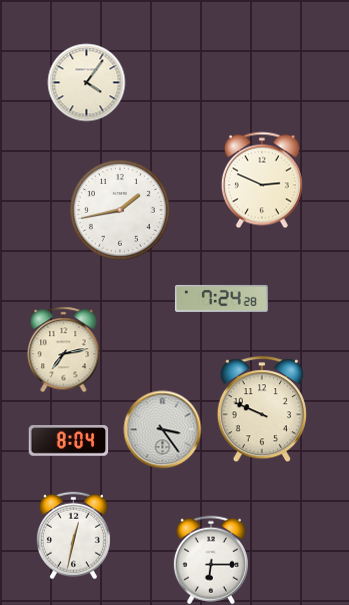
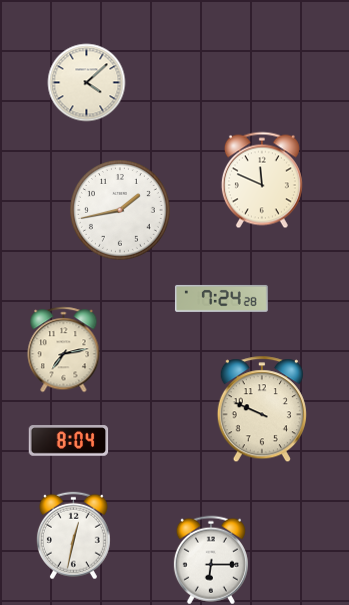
clock at (86, 82): 4:06 -> 4:08
clock at (262, 180): 2:49 -> 11:49
clock at (162, 429): 3:24 -> none
